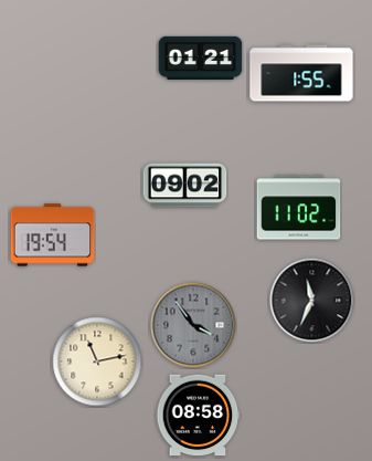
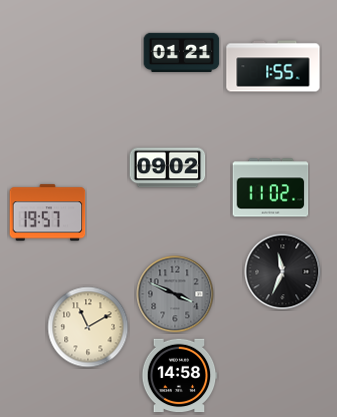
clock at (53, 235): 19:54 -> 19:57
clock at (193, 325): 3:54 -> 3:49
clock at (97, 362): 11:13 -> 11:10
clock at (198, 416): 08:58 -> 14:58
